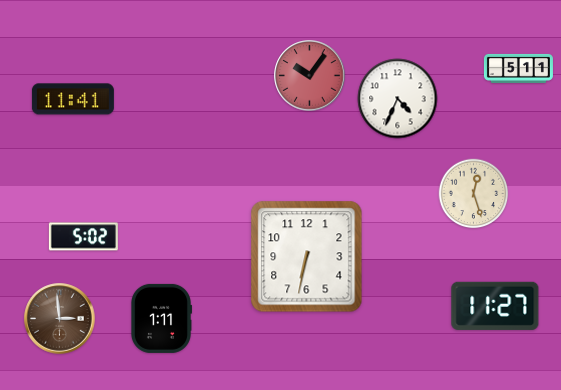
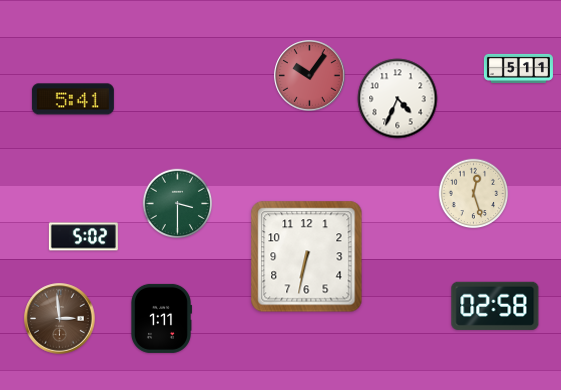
clock at (73, 99): 11:41 -> 5:41
clock at (178, 204): none -> 3:30
clock at (495, 306): 11:27 -> 02:58
